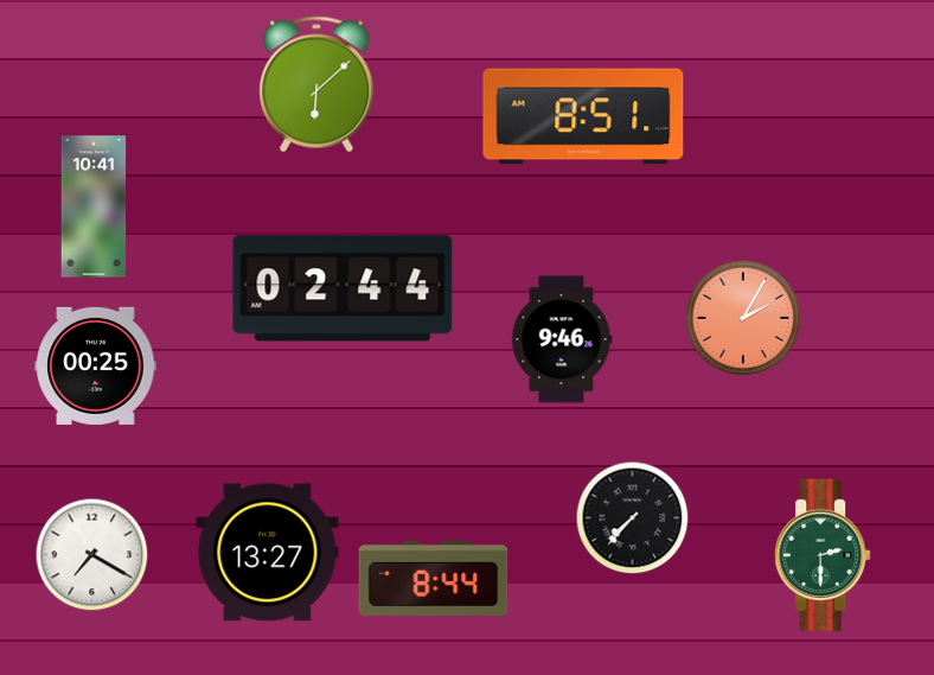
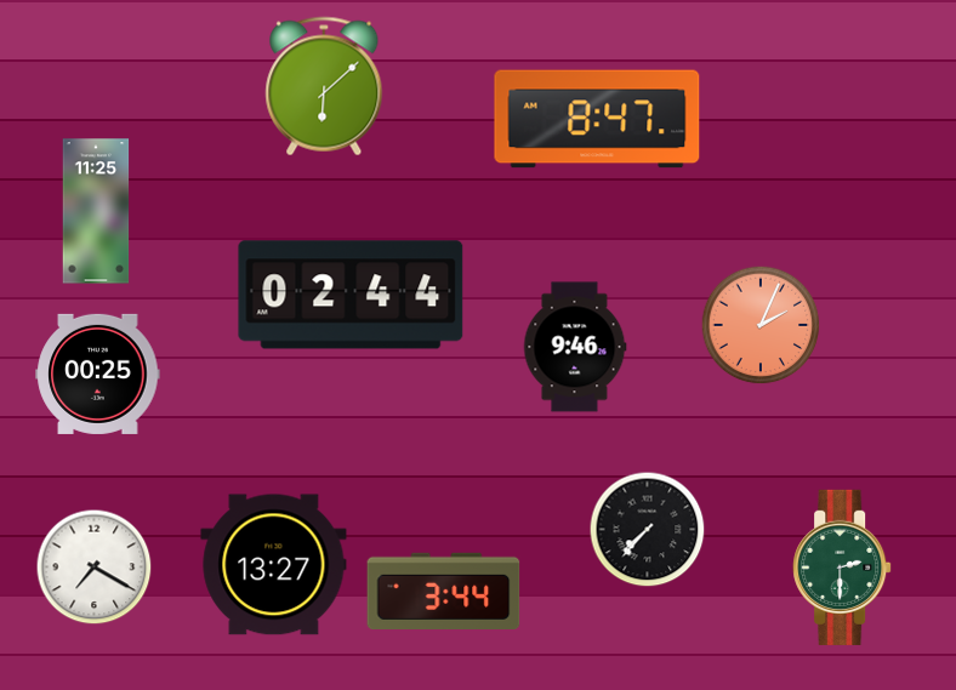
clock at (583, 116): 8:51 -> 8:47
clock at (94, 206): 10:41 -> 11:25
clock at (743, 318): 2:05 -> 2:04
clock at (434, 578): 8:44 -> 3:44
